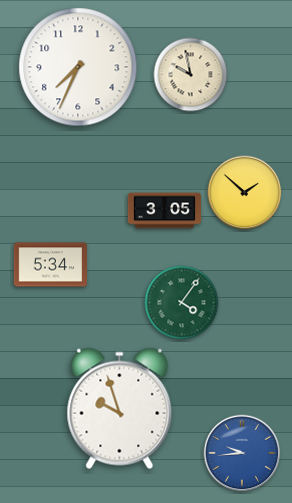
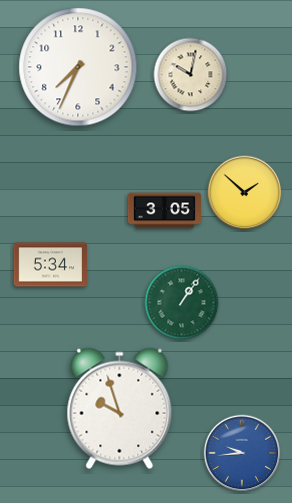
clock at (191, 75): 9:58 -> 10:02
clock at (182, 303): 4:06 -> 1:06
